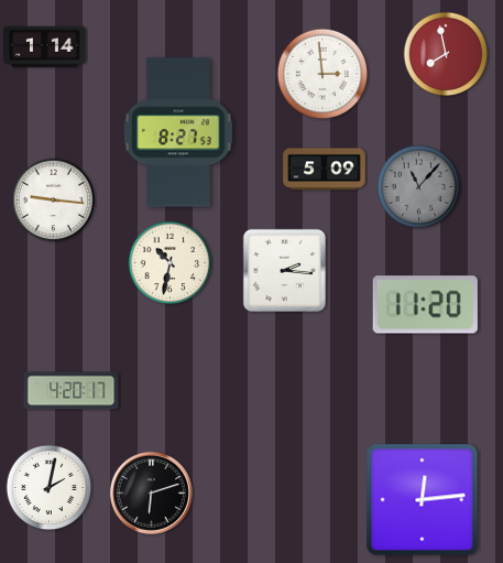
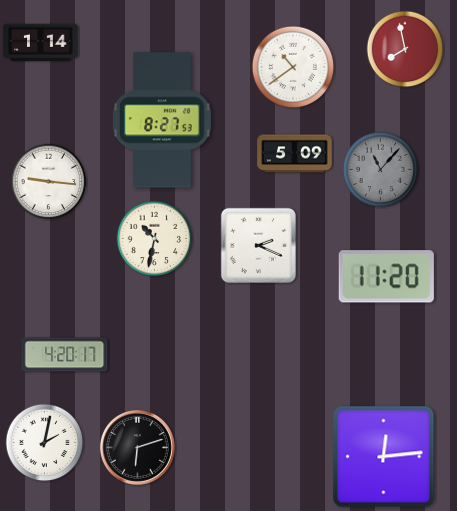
clock at (322, 74): 2:59 -> 10:39
clock at (284, 270): 2:16 -> 2:19
clock at (423, 500) position: (423, 500) -> (384, 457)
